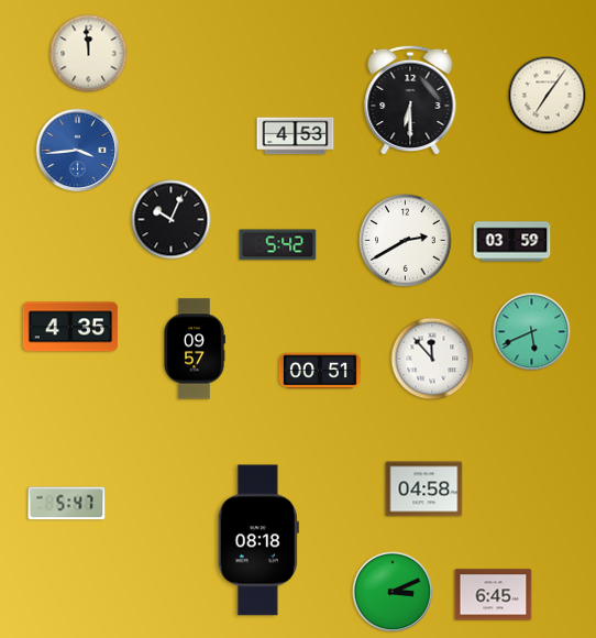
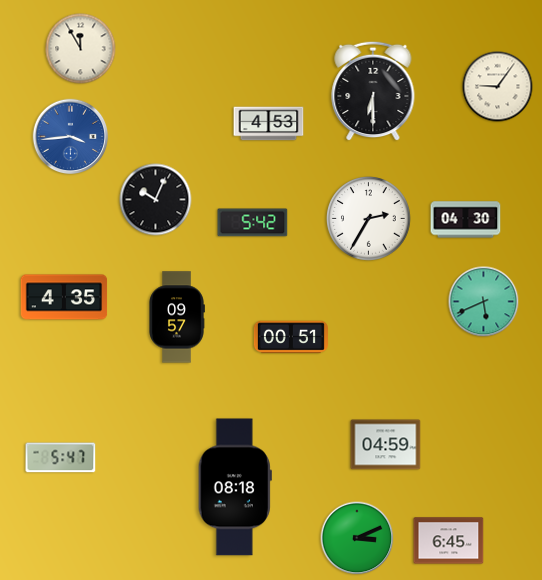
clock at (89, 54): 11:59 -> 11:55
clock at (548, 96): 7:06 -> 9:06
clock at (406, 241): 2:40 -> 2:35
clock at (512, 242): 03:59 -> 04:30
clock at (432, 359): 11:53 -> none
clock at (424, 490): 04:58 -> 04:59
clock at (258, 540) position: (258, 540) -> (235, 487)
